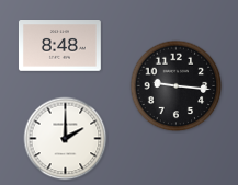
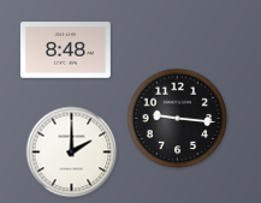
clock at (177, 86) position: (177, 86) -> (178, 119)
